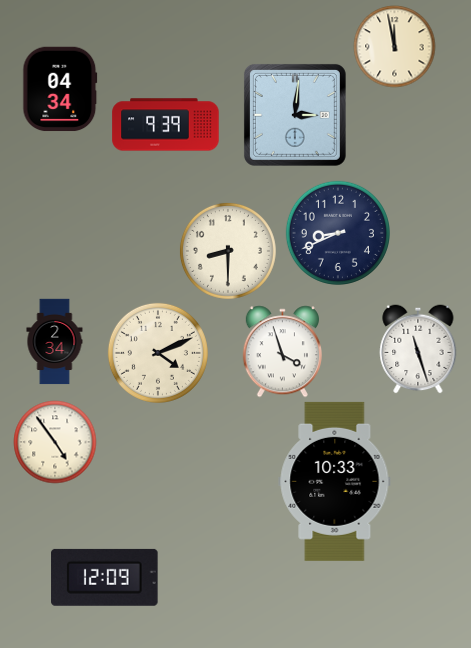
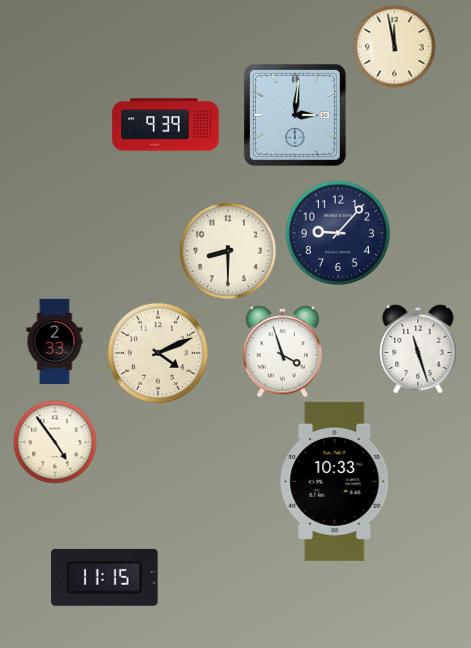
clock at (60, 89): 04:34 -> none
clock at (338, 233): 8:41 -> 9:07
clock at (55, 341): 2:34 -> 2:33
clock at (105, 577): 12:09 -> 11:15
